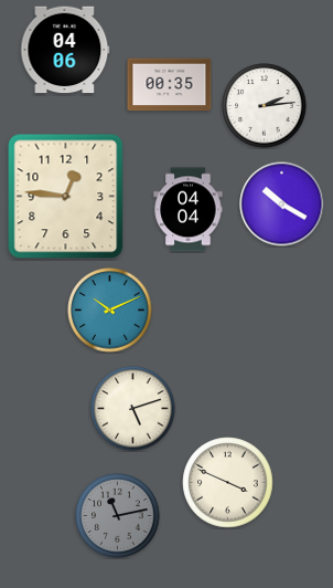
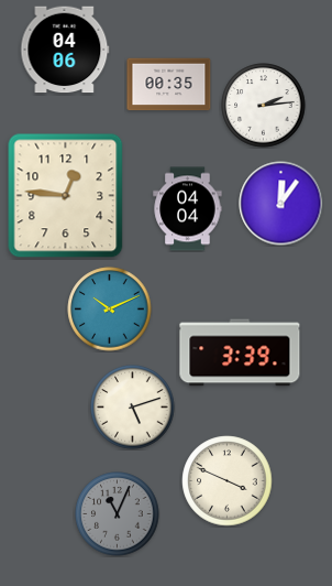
clock at (282, 204): 10:20 -> 12:06
clock at (240, 352): none -> 3:39
clock at (118, 516): 11:13 -> 11:04
